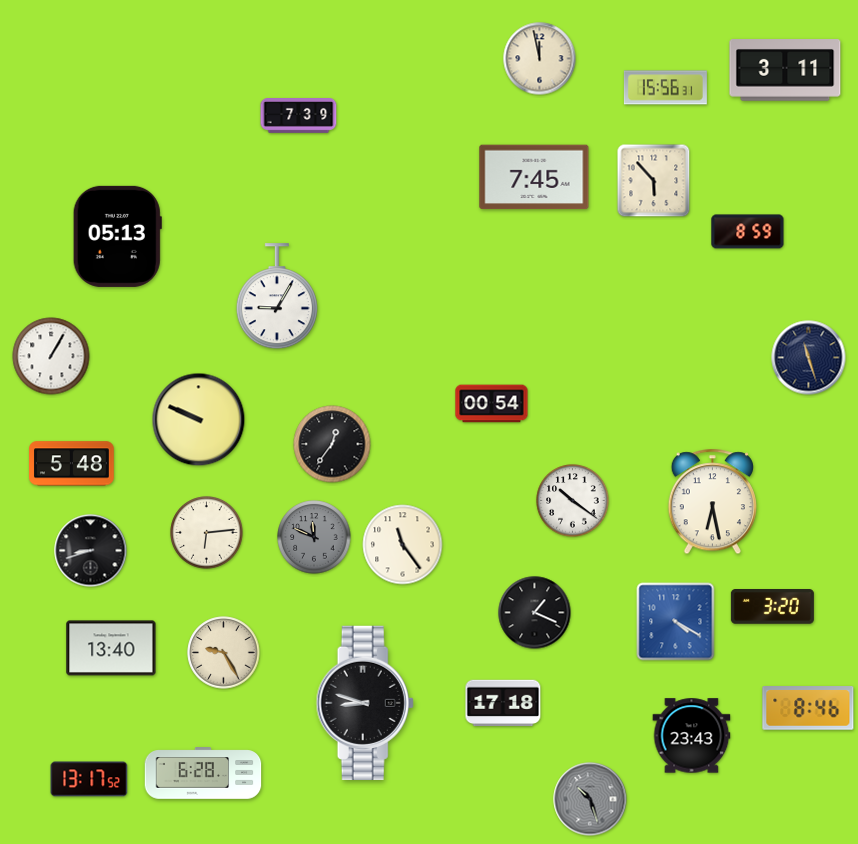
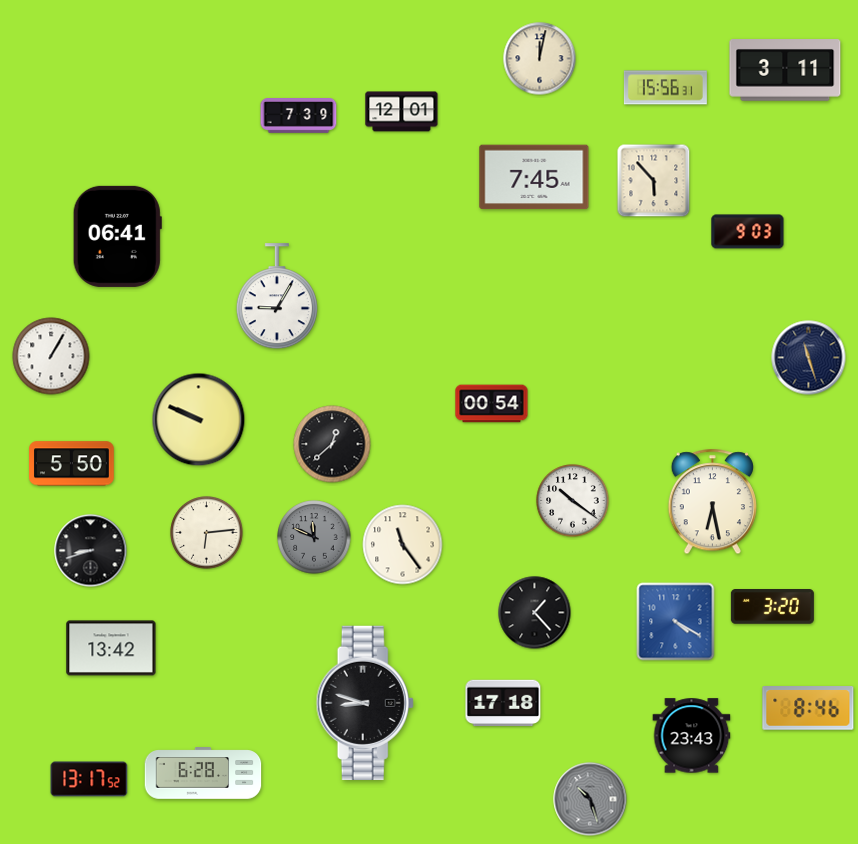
clock at (540, 59): 11:58 -> 12:02
clock at (402, 112): none -> 12:01
clock at (748, 232): 8:59 -> 9:03
clock at (117, 236): 05:13 -> 06:41
clock at (332, 444): 12:36 -> 12:38
clock at (72, 464): 5:48 -> 5:50
clock at (535, 613): 1:19 -> 1:23
clock at (111, 648): 13:40 -> 13:42
clock at (224, 653): 9:25 -> none
